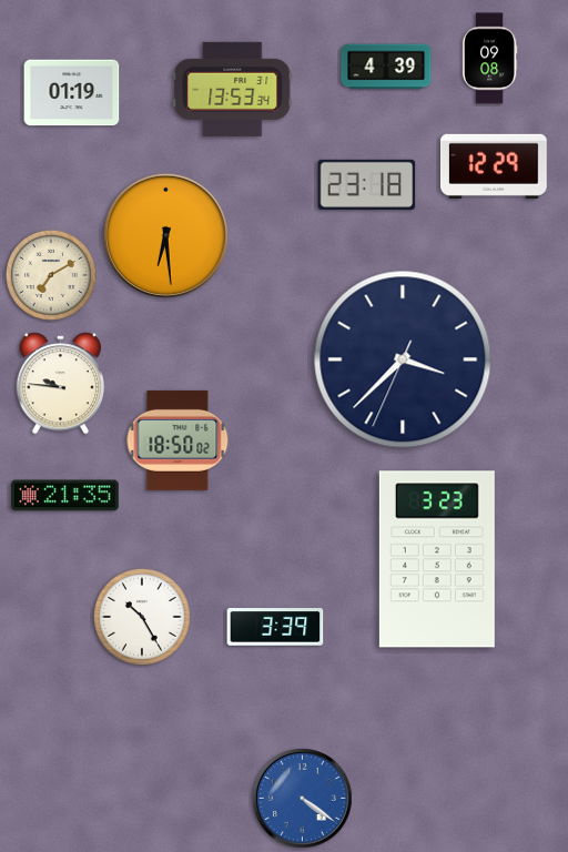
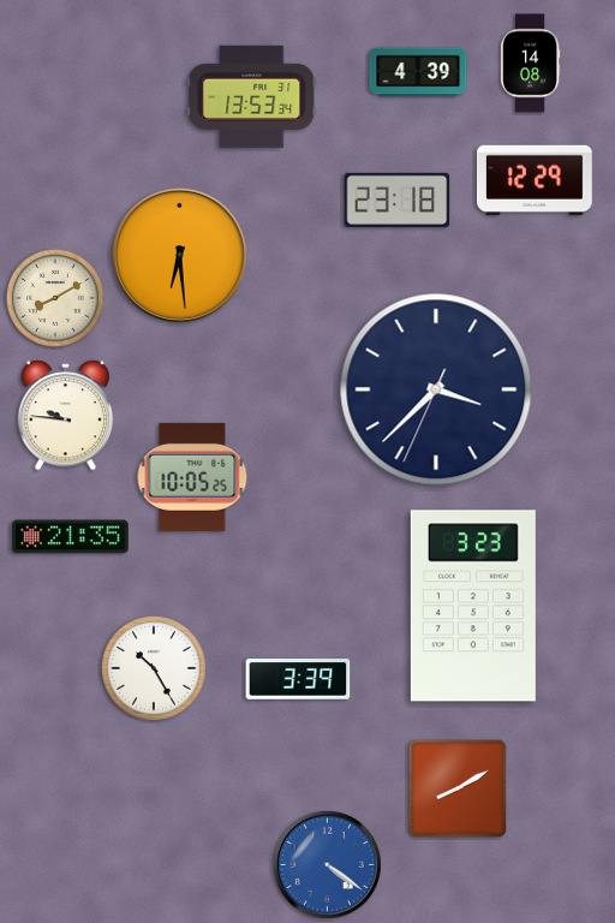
clock at (489, 59): 09:08 -> 14:08
clock at (72, 93): 01:19 -> none
clock at (51, 275): 7:10 -> 8:10
clock at (177, 440): 18:50 -> 10:05
clock at (458, 788): none -> 8:10
